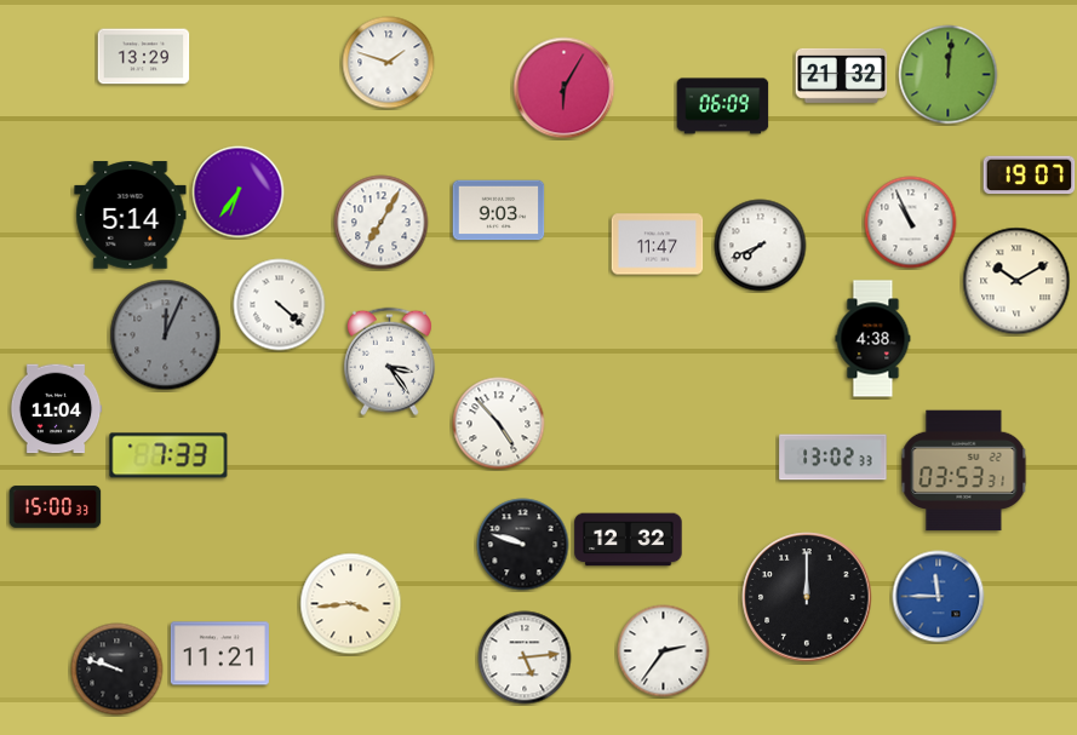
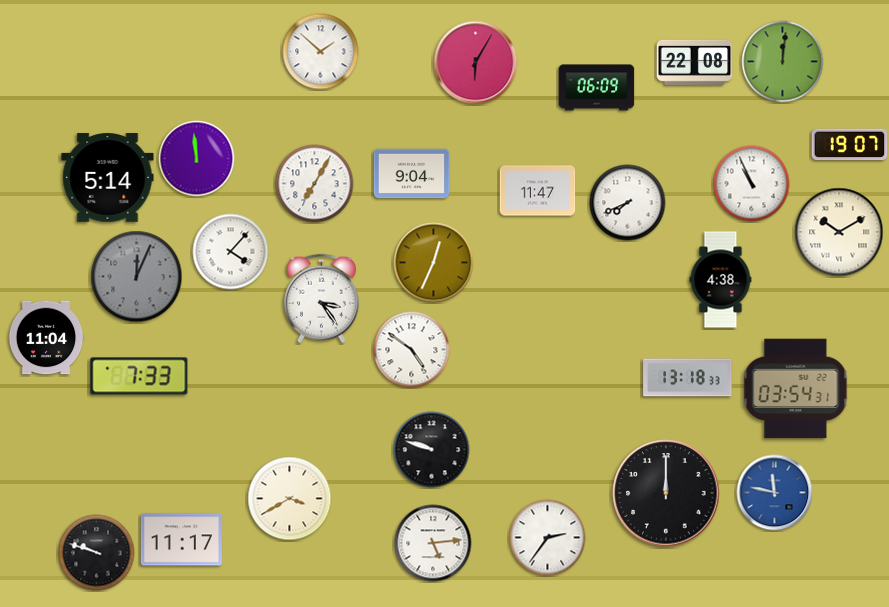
clock at (144, 57): 13:29 -> none
clock at (389, 63): 1:48 -> 1:52
clock at (842, 75): 21:32 -> 22:08
clock at (565, 88) position: (565, 88) -> (476, 63)
clock at (239, 193): 6:36 -> 11:59
clock at (499, 211): 9:03 -> 9:04
clock at (658, 245) position: (658, 245) -> (538, 191)
clock at (280, 305): 4:22 -> 4:07
clock at (434, 263): none -> 12:34
clock at (499, 424): 4:53 -> 4:51
clock at (833, 458): 13:02 -> 13:18
clock at (964, 471): 03:53 -> 03:54
clock at (56, 507): 15:00 -> none
clock at (629, 540): 12:32 -> none
clock at (939, 597): 11:45 -> 11:47
clock at (351, 604): 3:44 -> 3:40
clock at (219, 654): 11:21 -> 11:17
